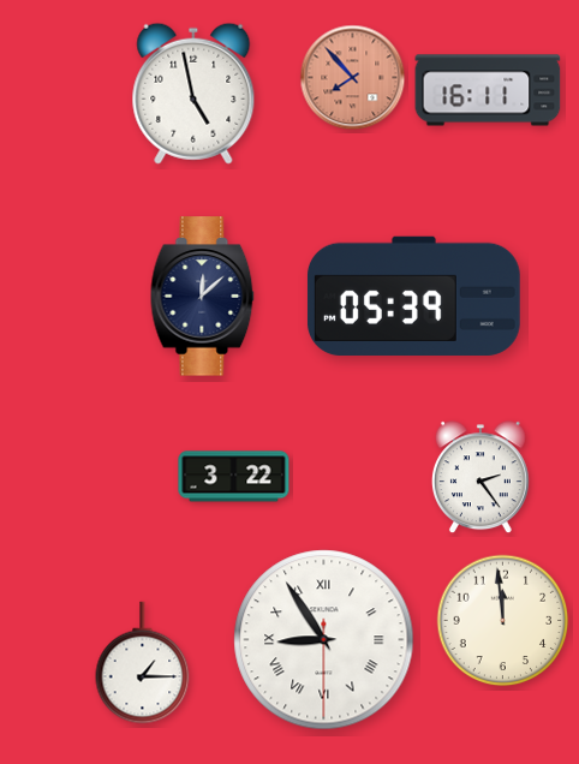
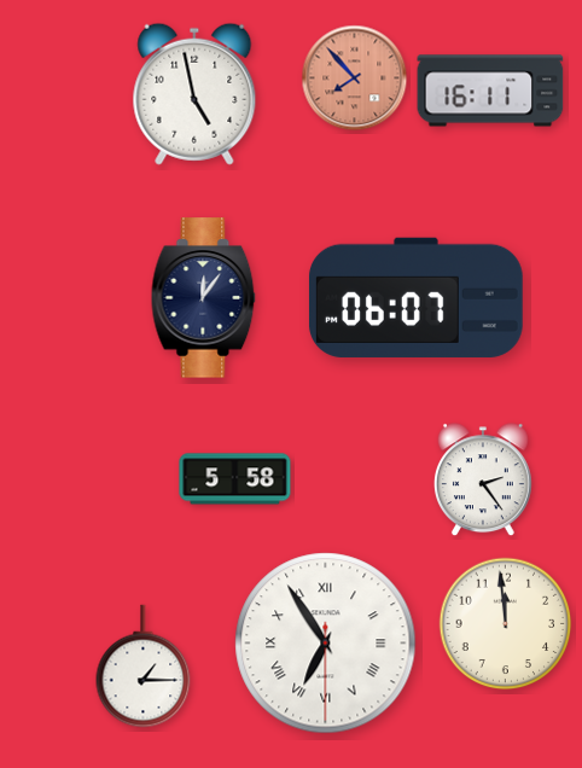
clock at (413, 296): 05:39 -> 06:07
clock at (203, 297): 12:08 -> 12:06
clock at (234, 477): 3:22 -> 5:58
clock at (324, 640): 8:54 -> 6:54
